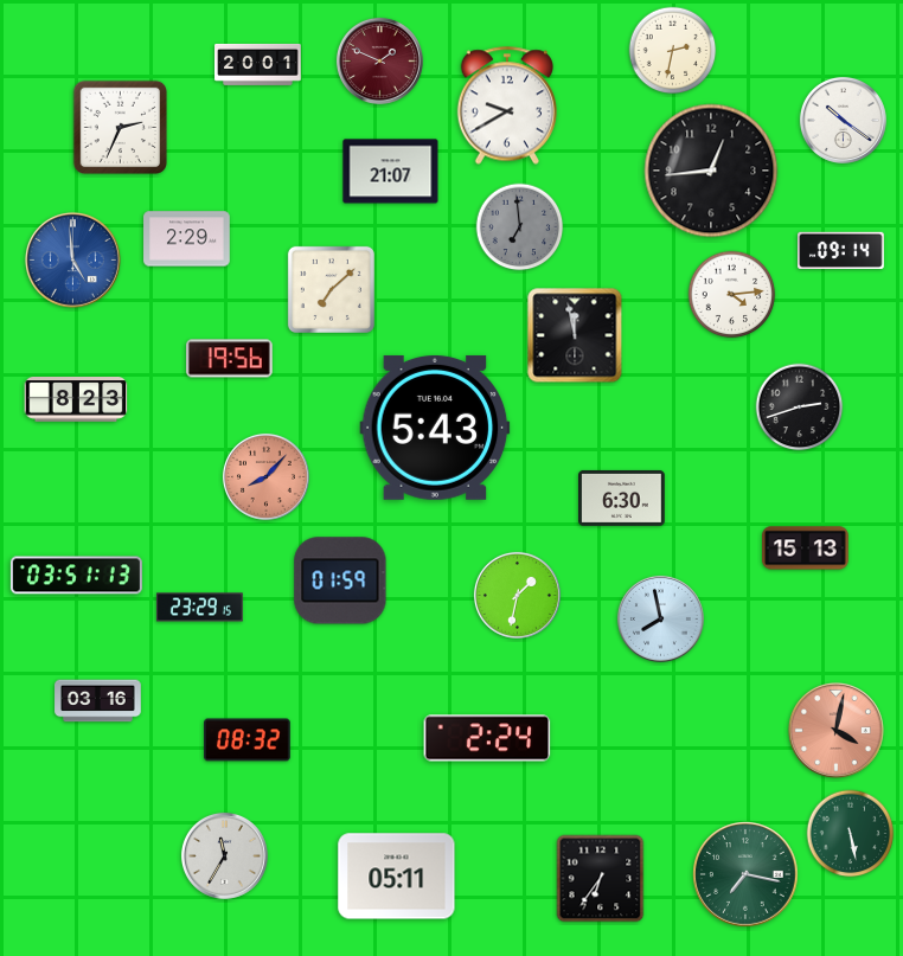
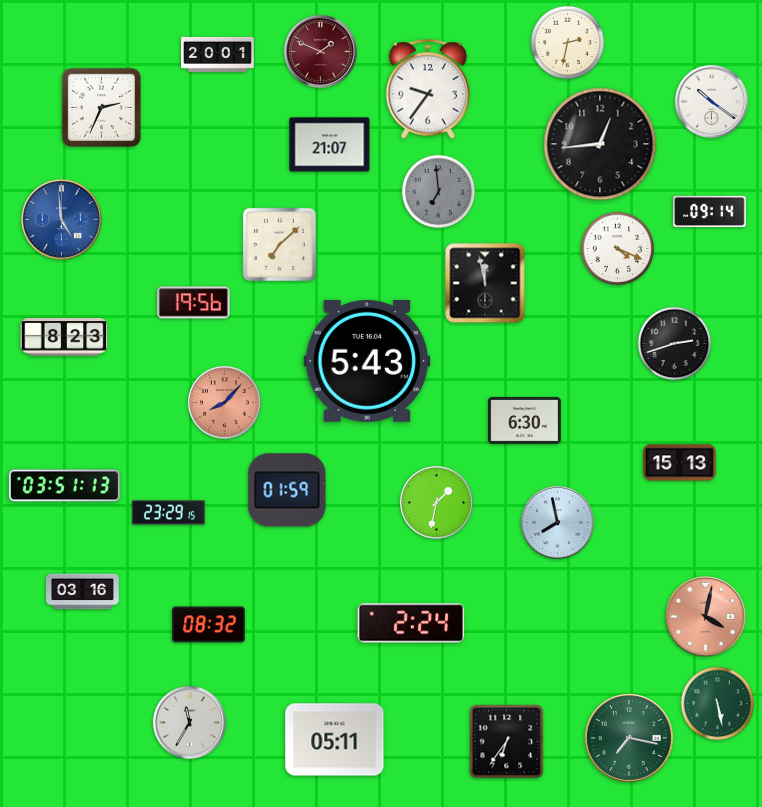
clock at (506, 105): 9:40 -> 9:36
clock at (187, 239): 2:29 -> none
clock at (732, 295): 4:14 -> 4:19
